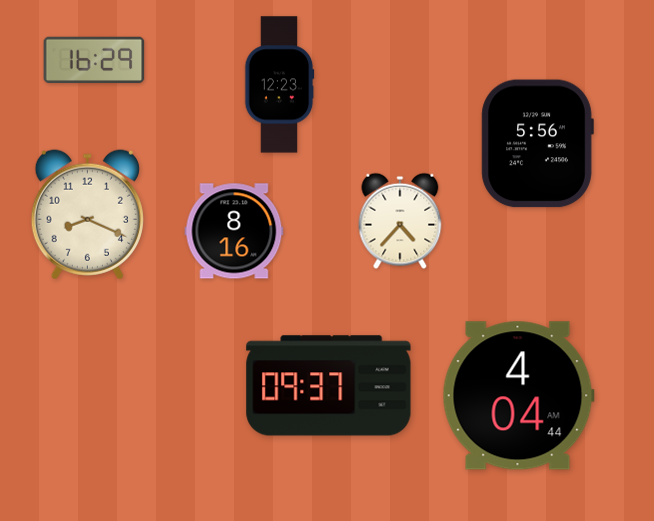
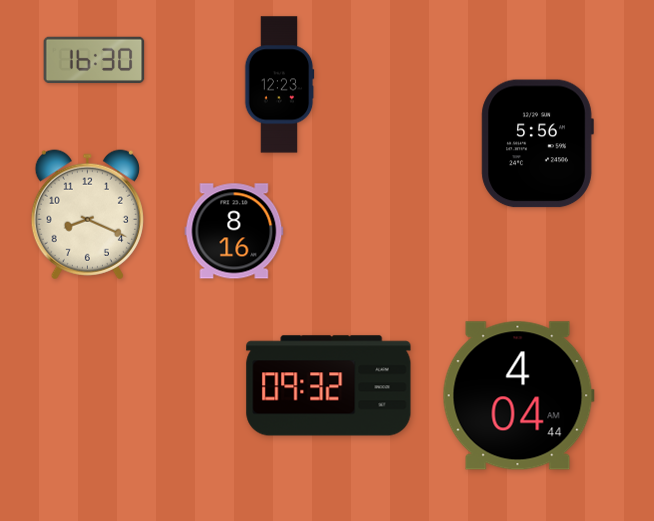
clock at (94, 60): 16:29 -> 16:30
clock at (400, 221): 4:37 -> none
clock at (329, 386): 09:37 -> 09:32
